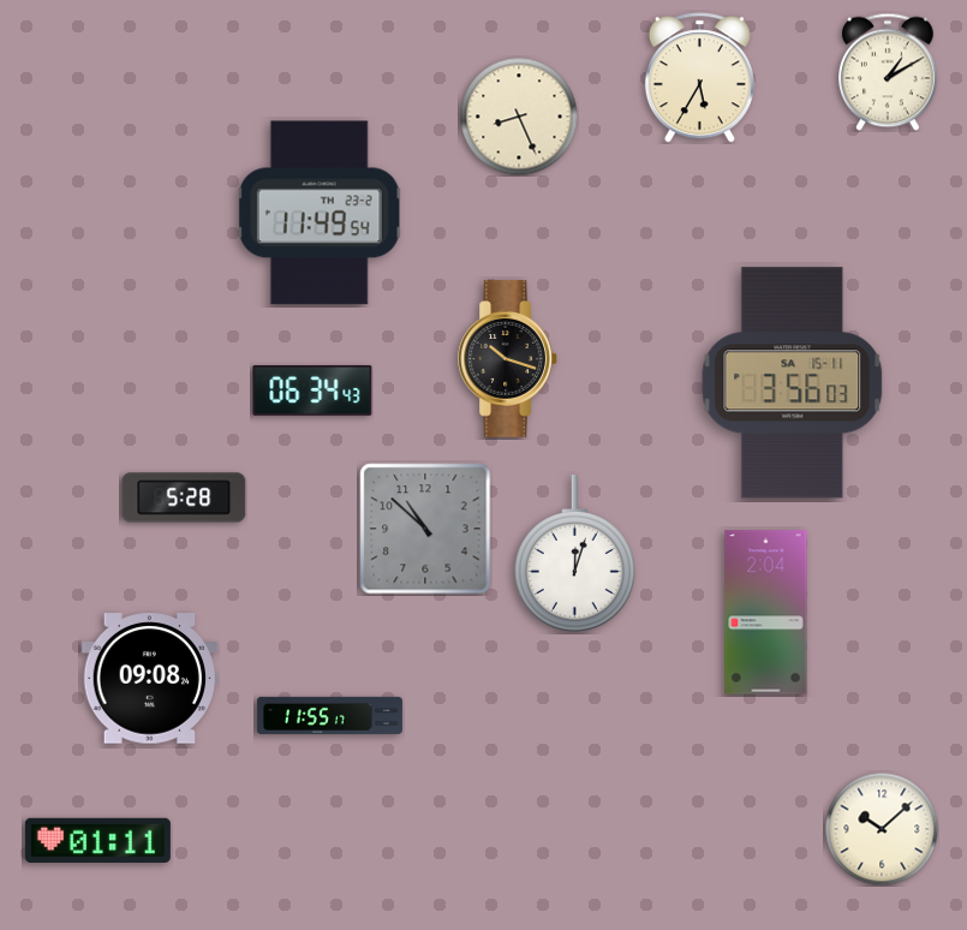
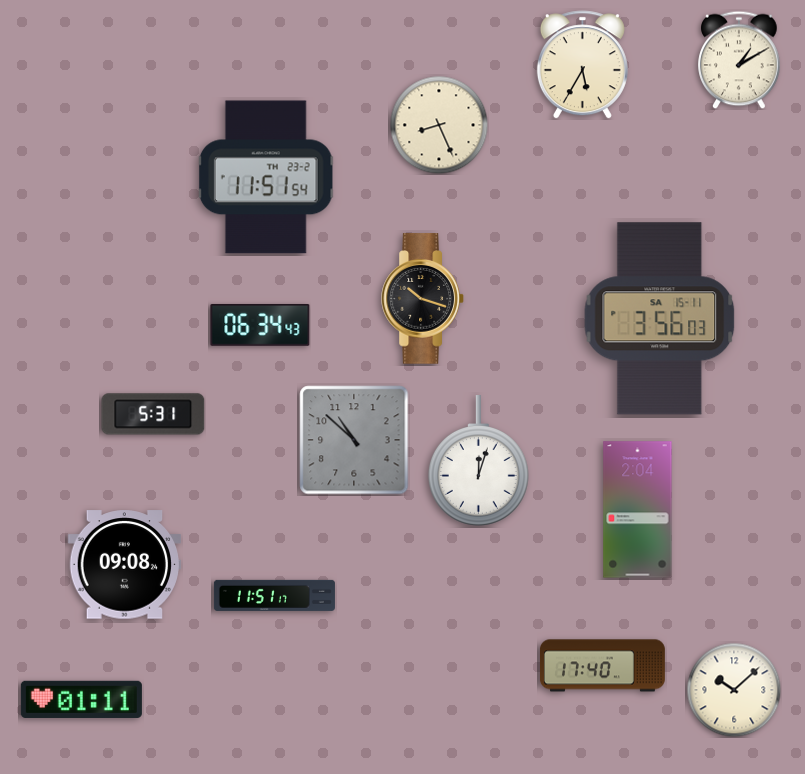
clock at (519, 117) position: (519, 117) -> (439, 125)
clock at (320, 213): 11:49 -> 11:51
clock at (184, 497): 5:28 -> 5:31
clock at (329, 715): 11:55 -> 11:51
clock at (602, 666): none -> 17:40
